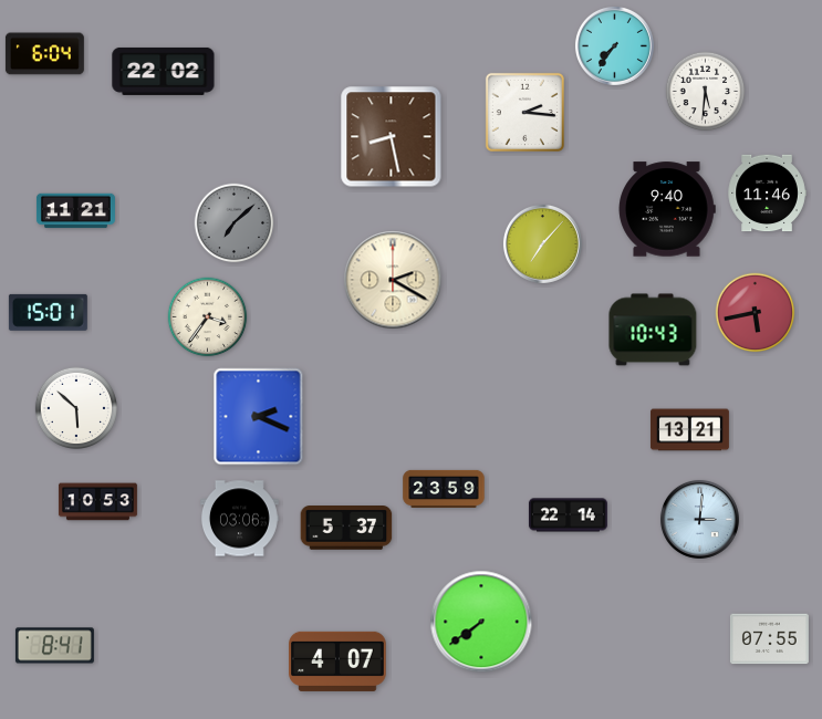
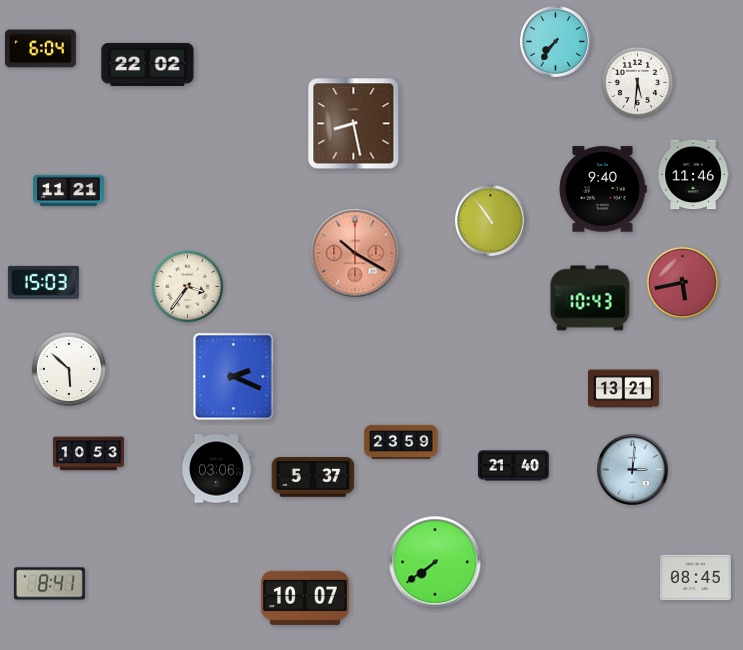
clock at (524, 112): 2:16 -> none
clock at (235, 223): 7:08 -> none
clock at (542, 243): 7:07 -> 10:54
clock at (393, 280): 2:20 -> 10:20
clock at (393, 280) dial: cream -> salmon
clock at (48, 312): 15:01 -> 15:03
clock at (568, 515): 22:14 -> 21:40
clock at (769, 639): 07:55 -> 08:45
clock at (337, 661): 4:07 -> 10:07
